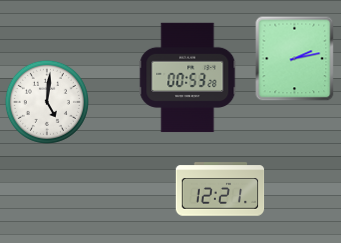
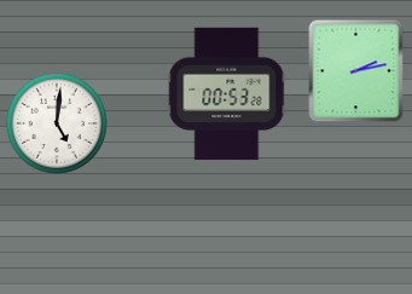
clock at (220, 189): 12:21 -> none
